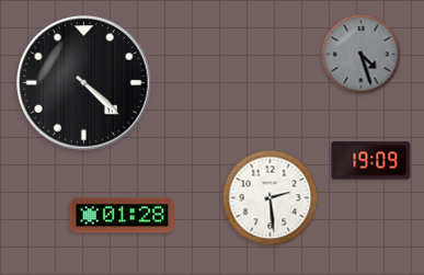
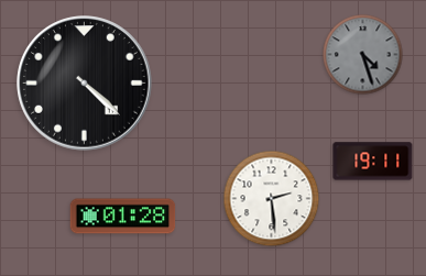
clock at (371, 161): 19:09 -> 19:11
